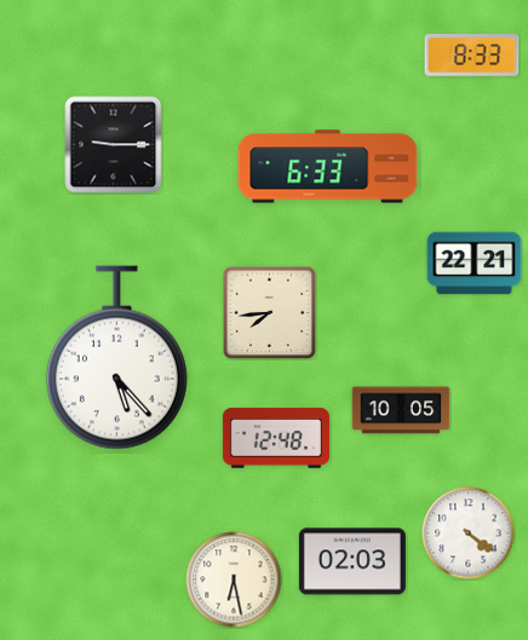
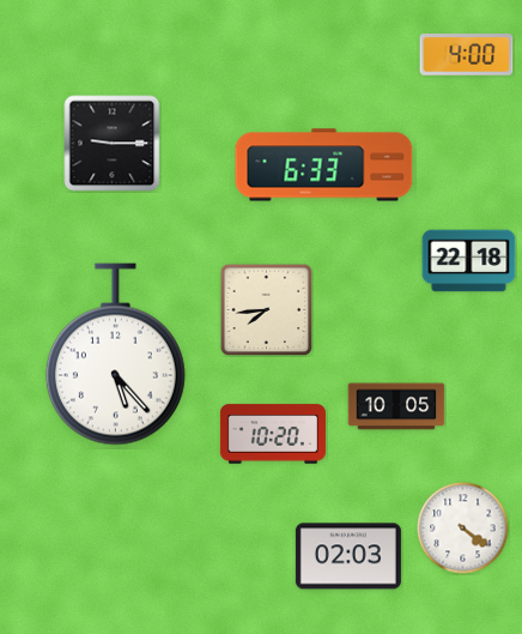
clock at (472, 56): 8:33 -> 4:00
clock at (475, 264): 22:21 -> 22:18
clock at (276, 438): 12:48 -> 10:20
clock at (234, 580): 6:28 -> none
